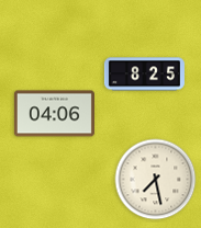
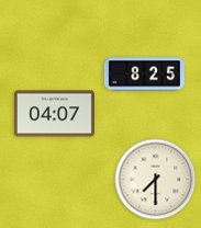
clock at (54, 114): 04:06 -> 04:07
clock at (156, 180): 7:28 -> 7:30
